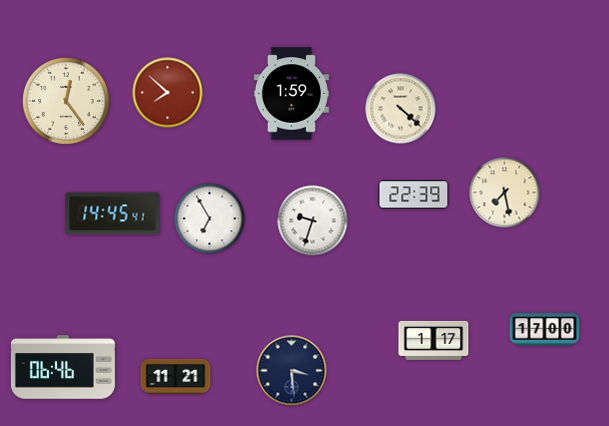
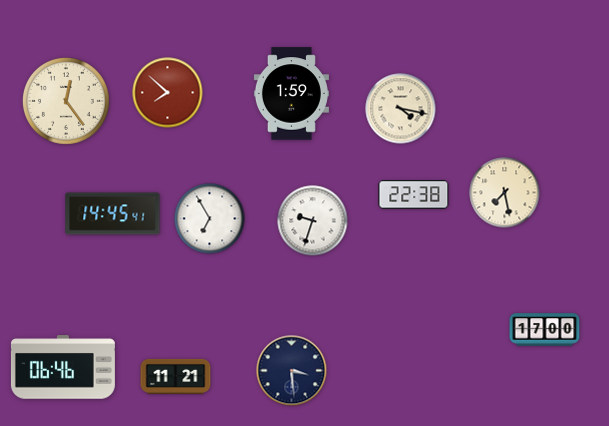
clock at (401, 109): 4:22 -> 4:17
clock at (414, 195): 22:39 -> 22:38
clock at (434, 340): 1:17 -> none
